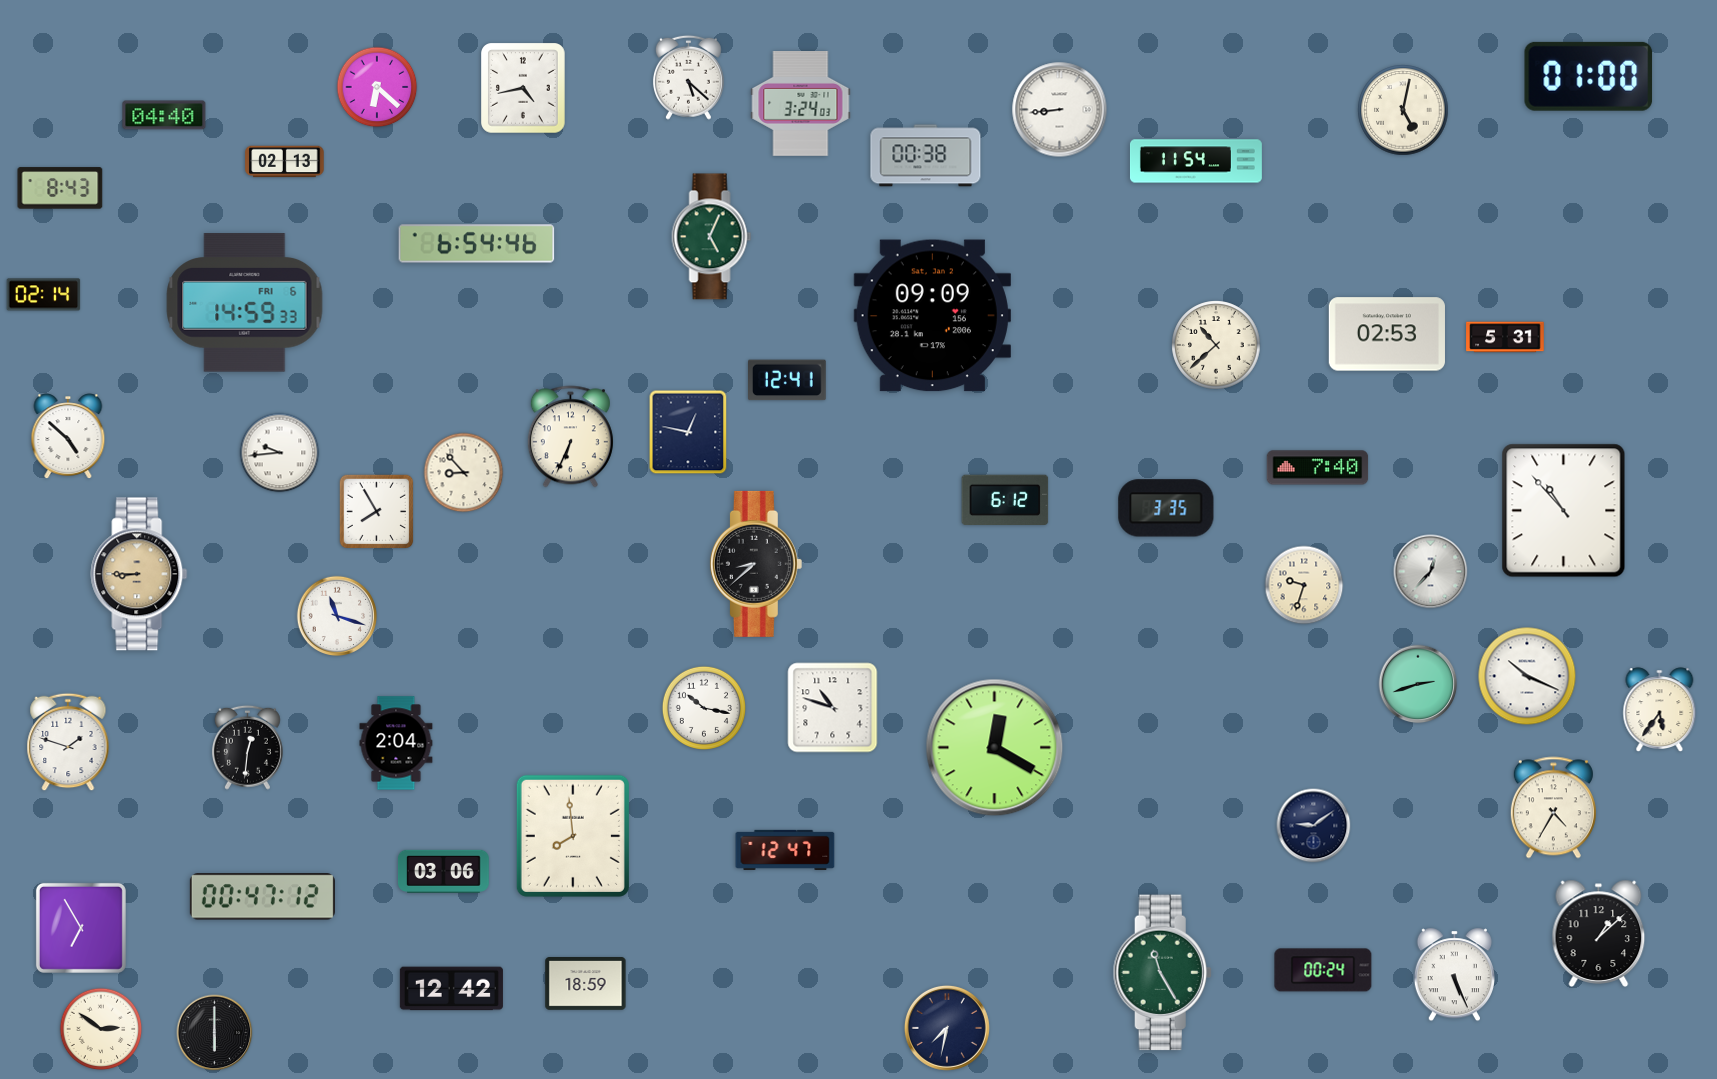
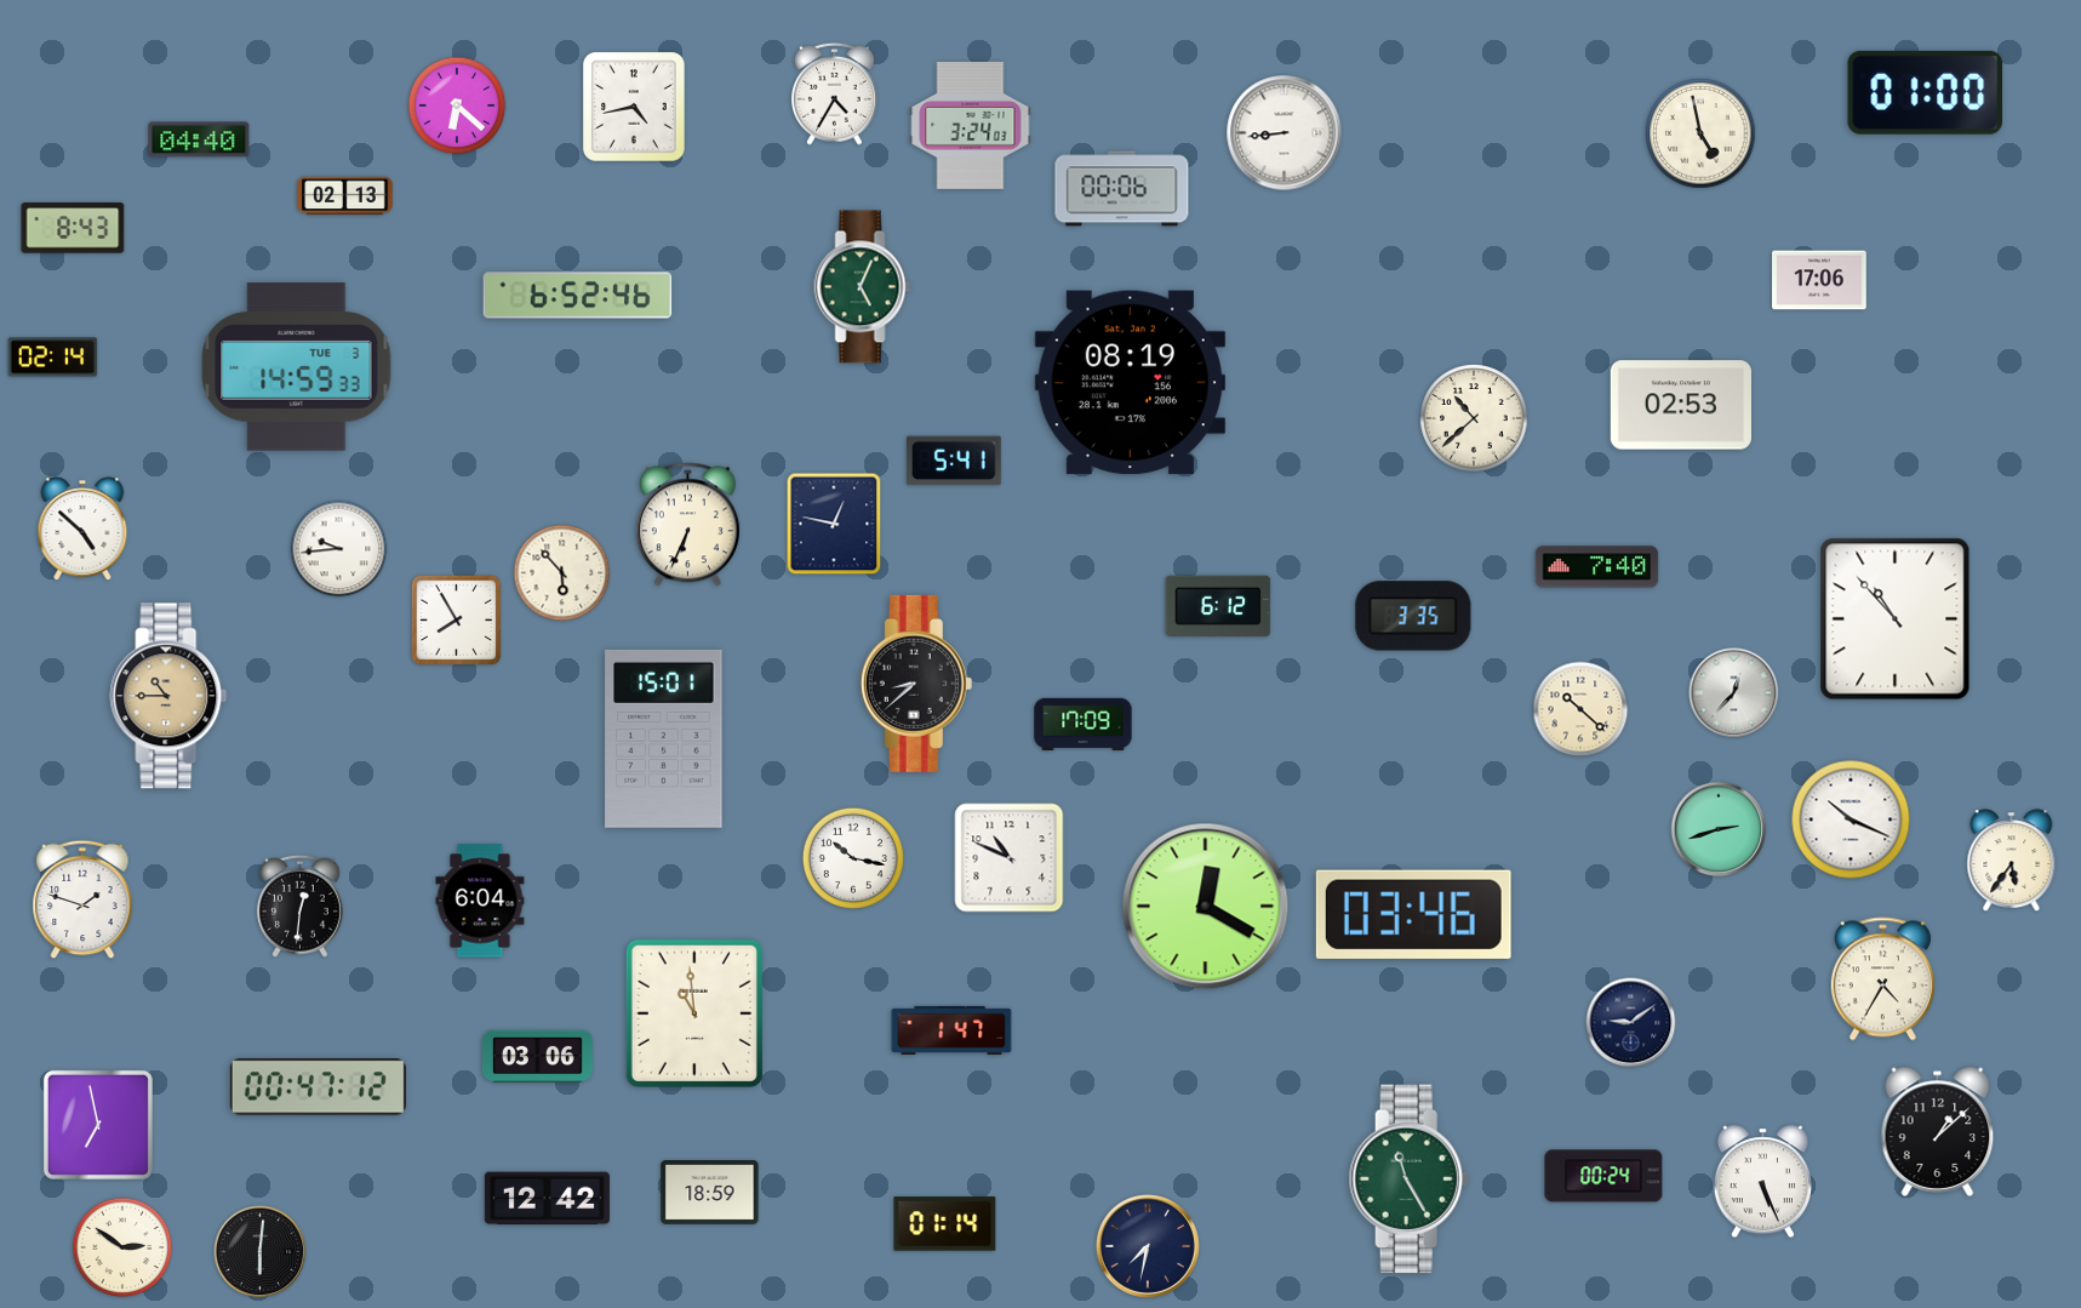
clock at (688, 77): 5:22 -> 4:35
clock at (1403, 110): 5:02 -> 4:58
clock at (926, 156): 00:38 -> 00:06
clock at (1196, 161): 11:54 -> none
clock at (1819, 280): none -> 17:06
clock at (477, 244): 6:54 -> 6:52
clock at (245, 303) date: FRI 6 -> TUE 3
clock at (932, 316): 09:09 -> 08:19
clock at (1505, 337): 5:31 -> none
clock at (788, 380): 12:41 -> 5:41
clock at (570, 437) position: (570, 437) -> (687, 525)
clock at (464, 473): 8:53 -> 5:53
clock at (139, 574): 8:45 -> 10:45
clock at (1304, 585): 9:33 -> 10:22
clock at (1084, 724): none -> 17:09
clock at (664, 738): none -> 15:01
clock at (337, 616): 11:18 -> none
clock at (833, 708): 10:48 -> 10:49
clock at (396, 743): 2:04 -> 6:04
clock at (1413, 914): none -> 03:46
clock at (1314, 826) position: (1314, 826) -> (1631, 1023)
clock at (573, 836): 7:59 -> 10:59
clock at (785, 850): 12:47 -> 1:47
clock at (81, 928): 6:55 -> 6:58
clock at (945, 1224): none -> 01:14
clock at (215, 1033): 6:00 -> 6:01
